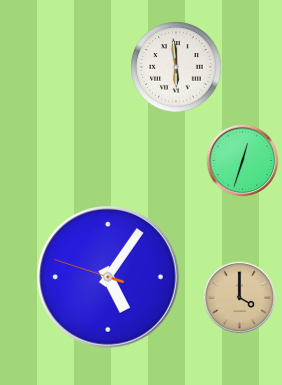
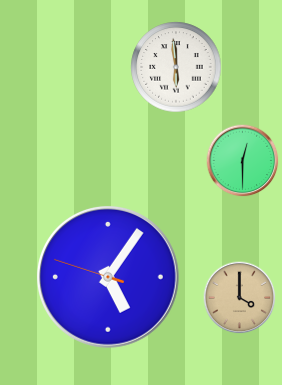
clock at (243, 161): 12:33 -> 12:30
